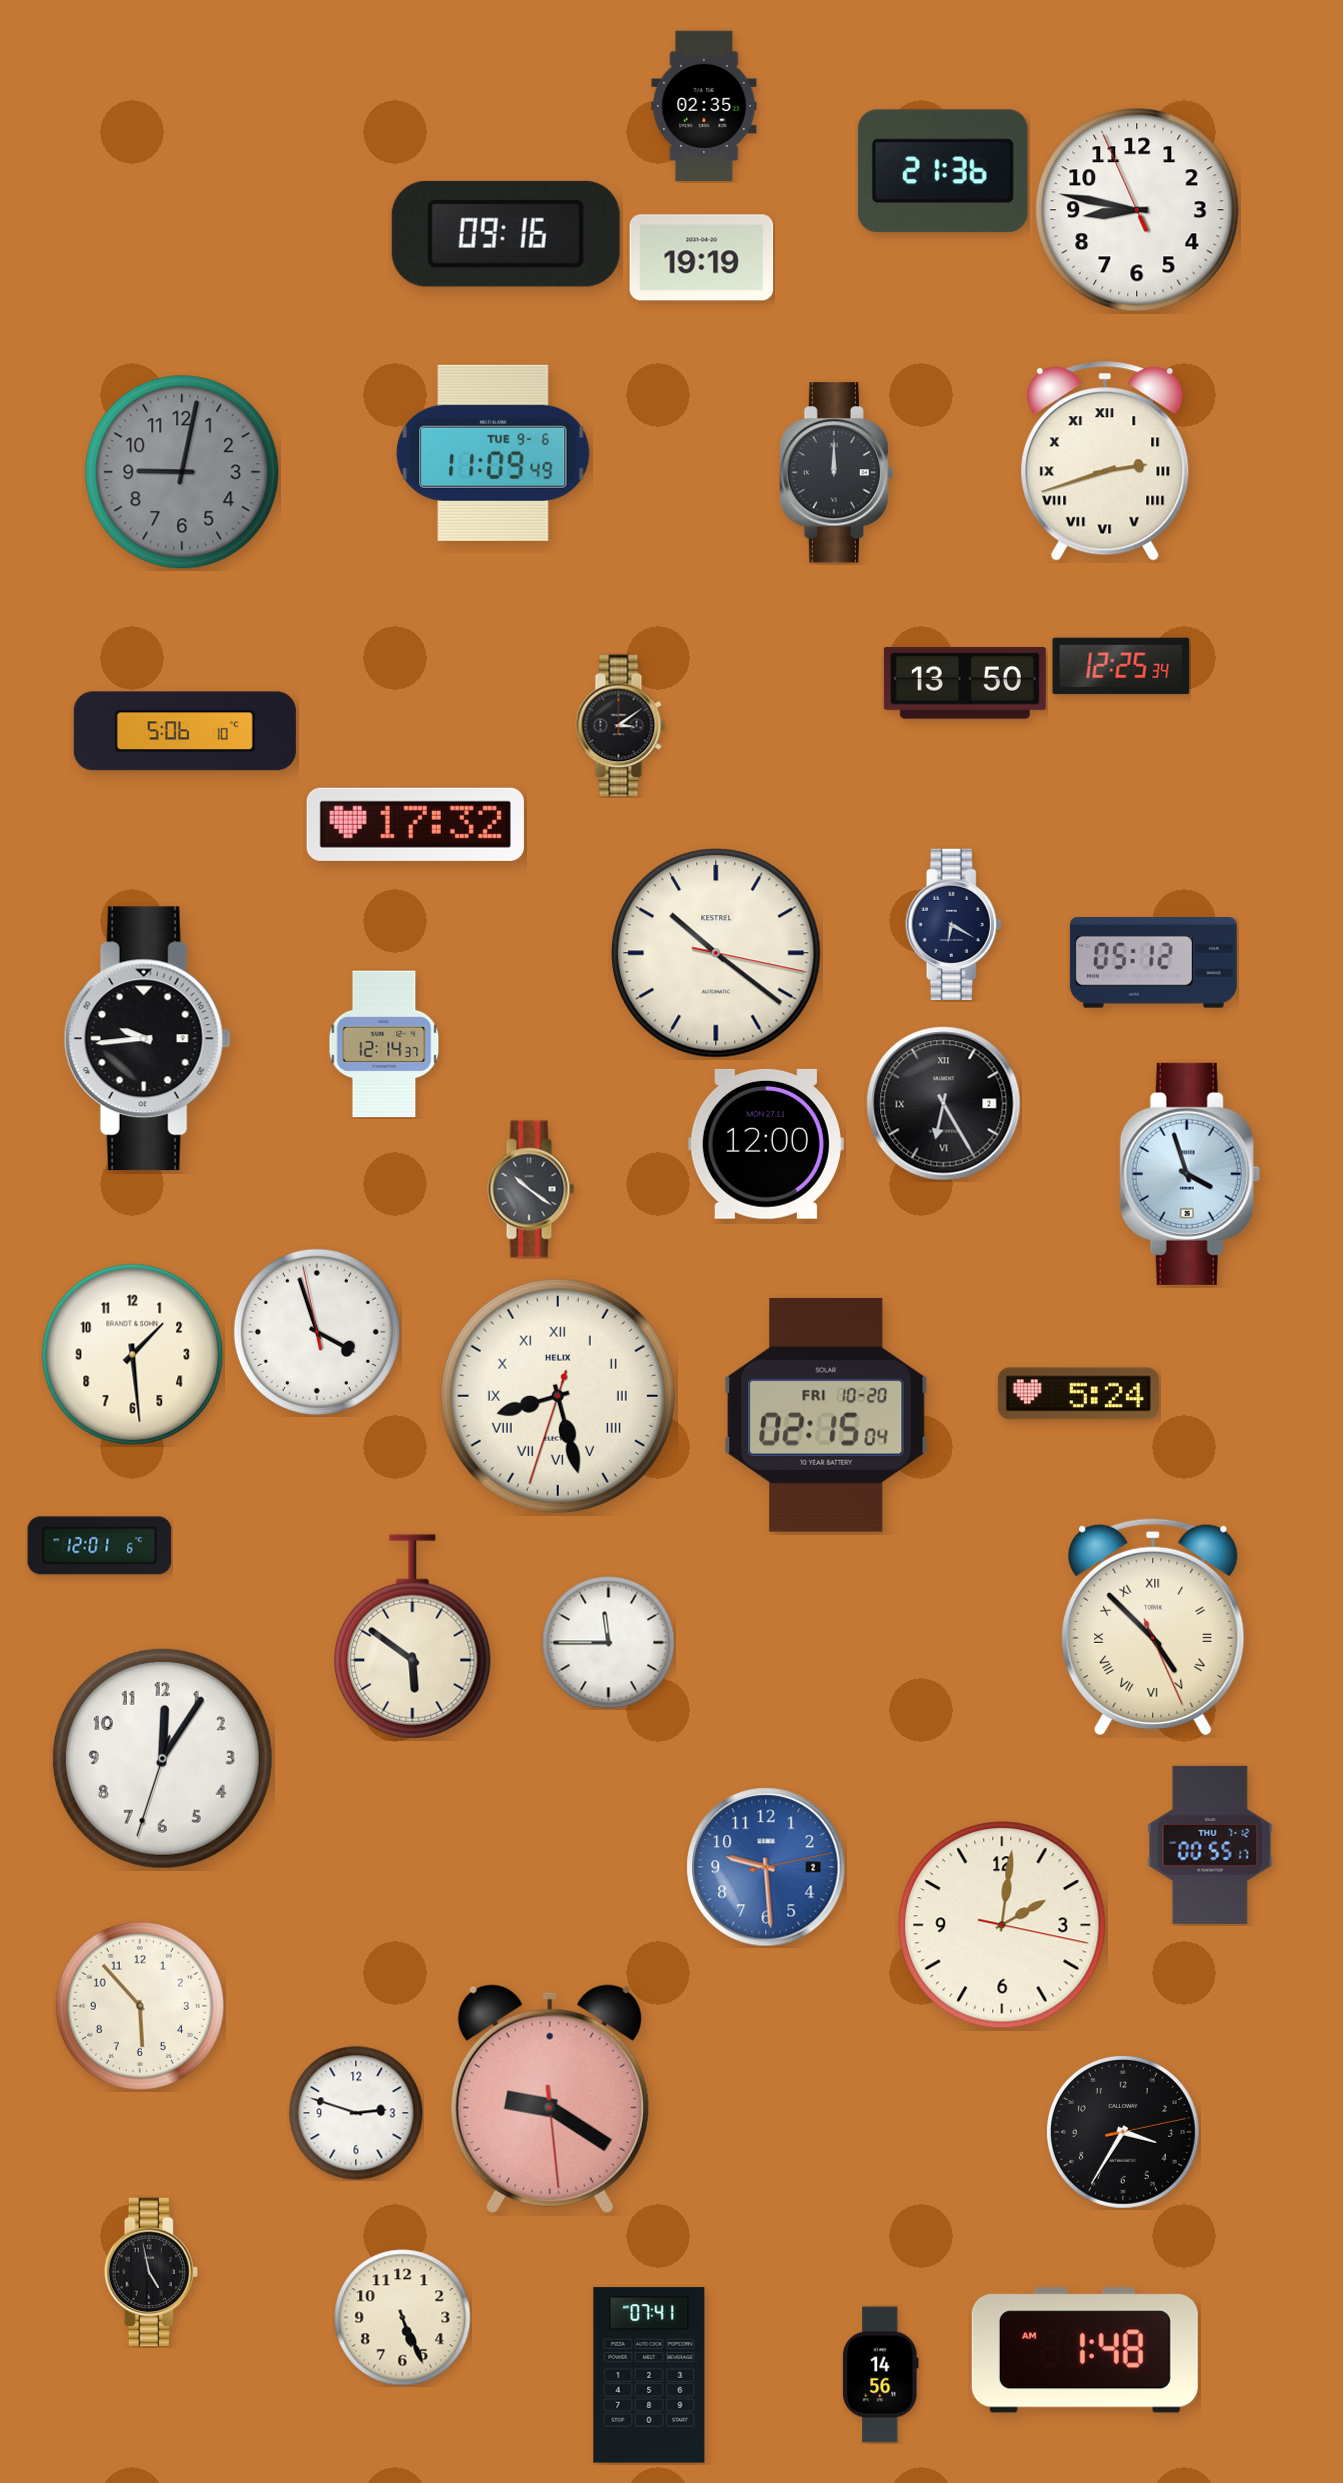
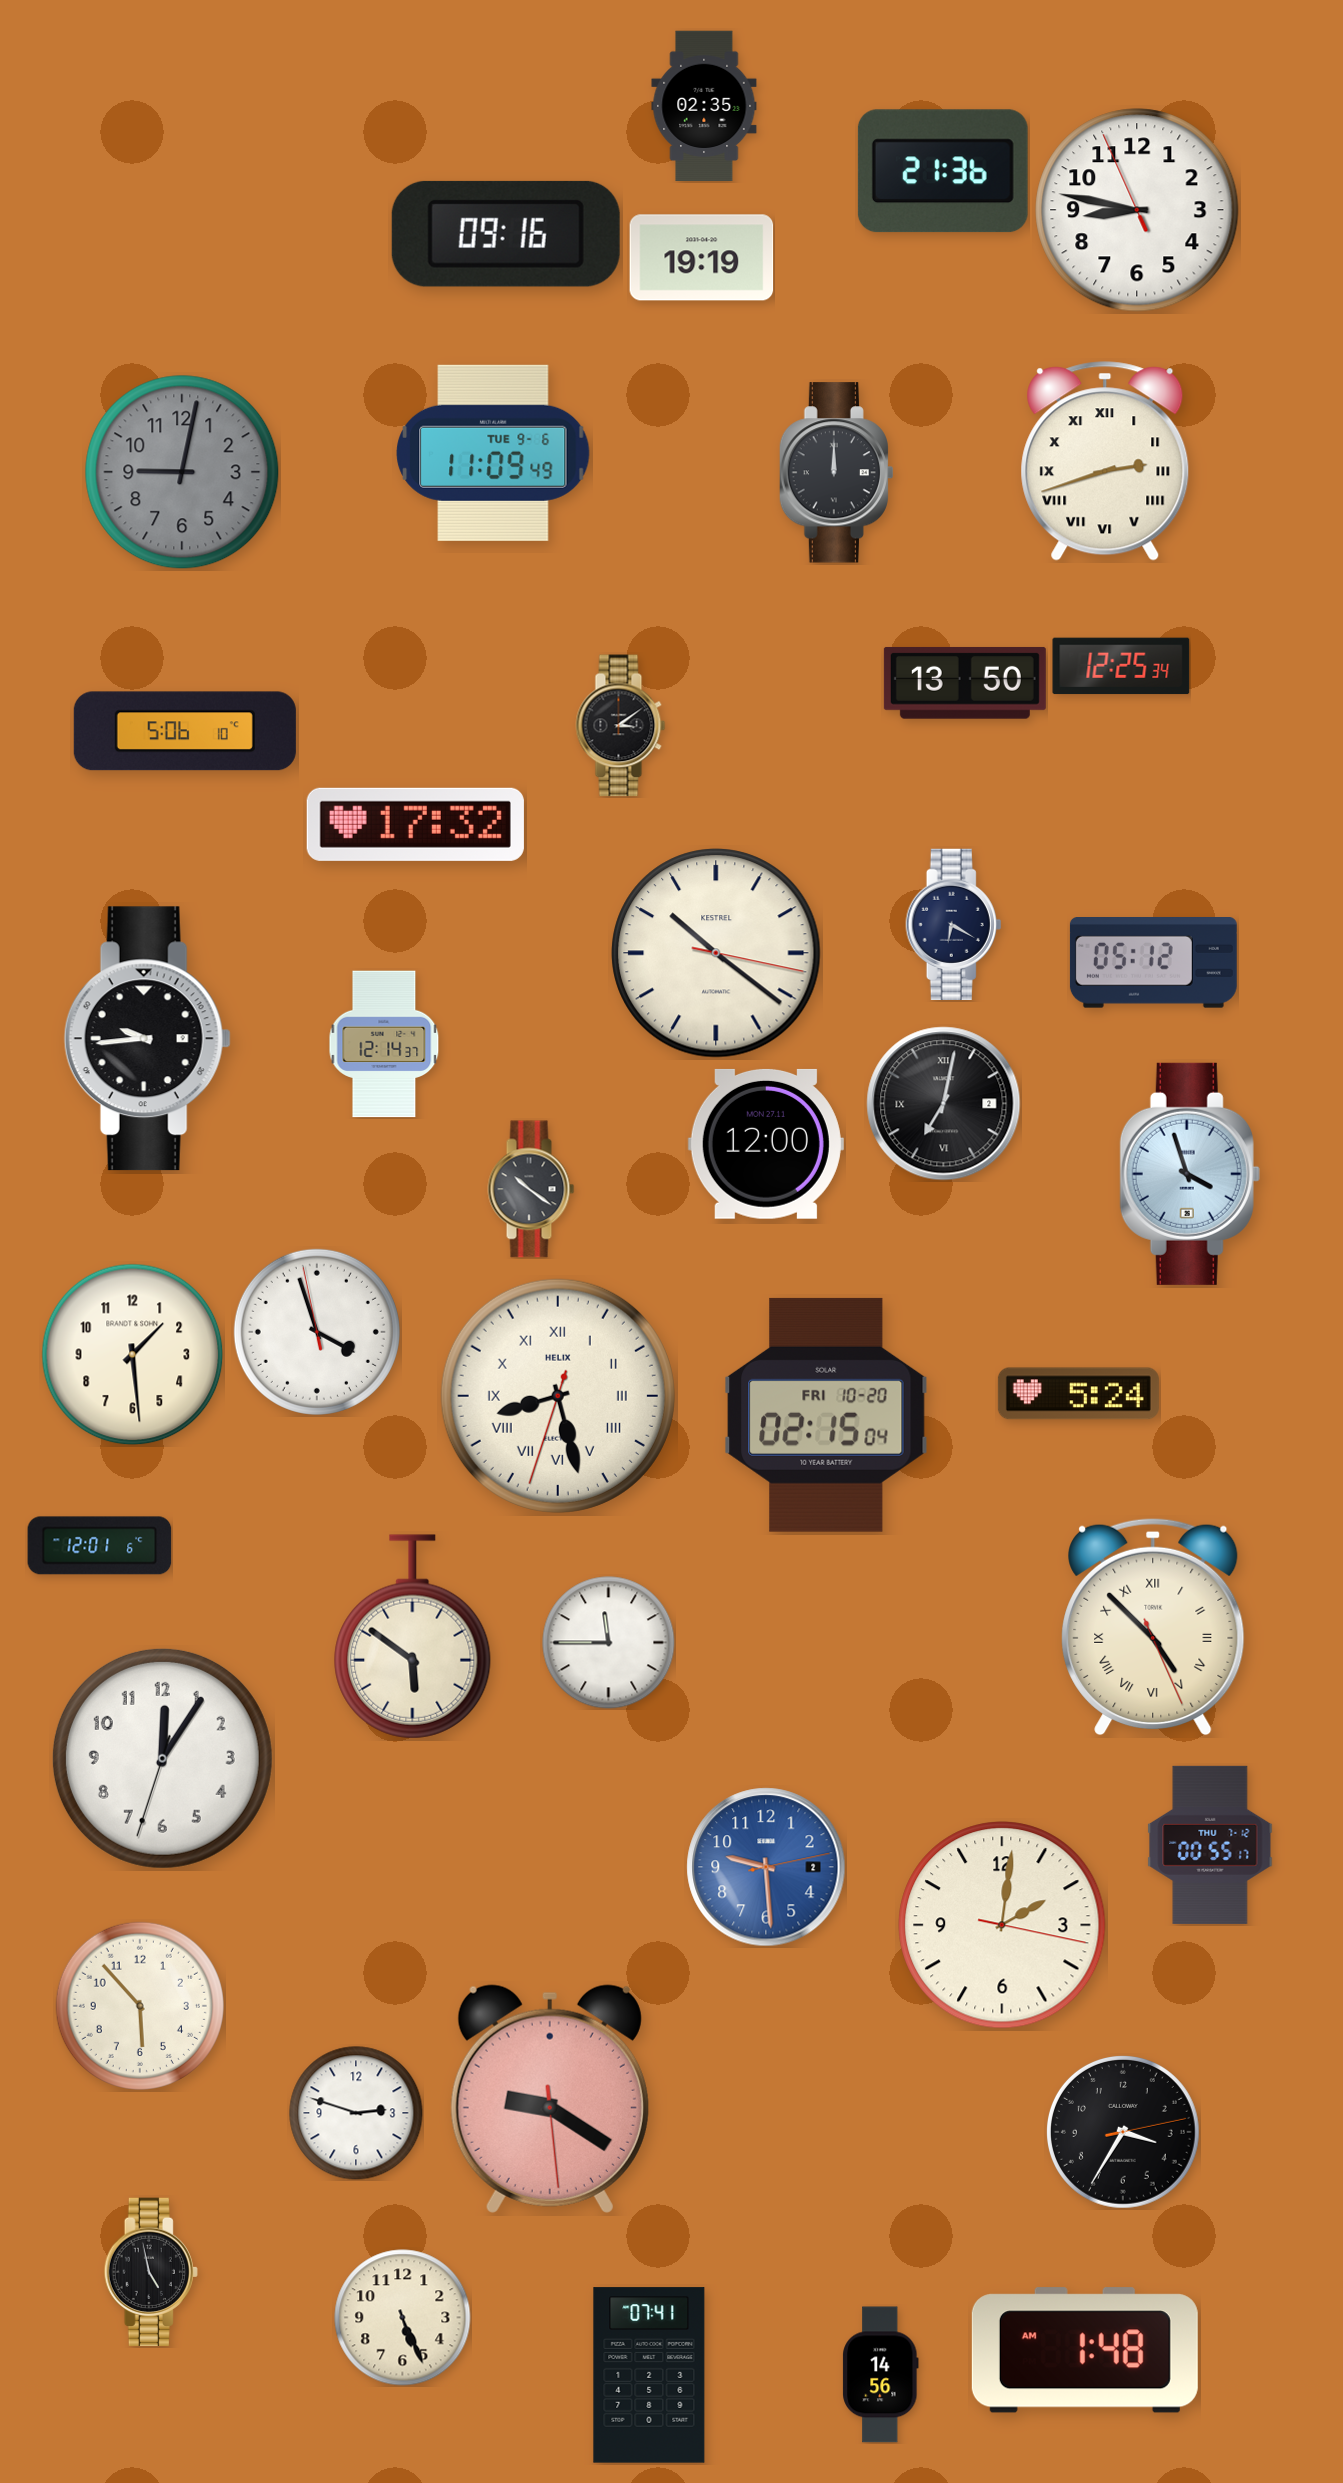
clock at (944, 1104): 6:25 -> 7:02
